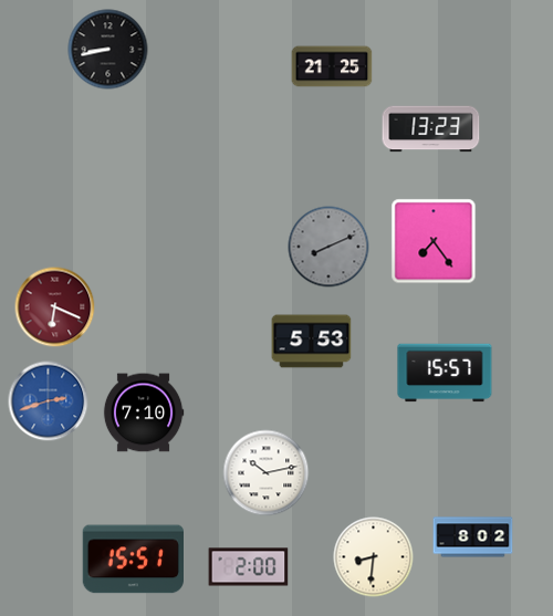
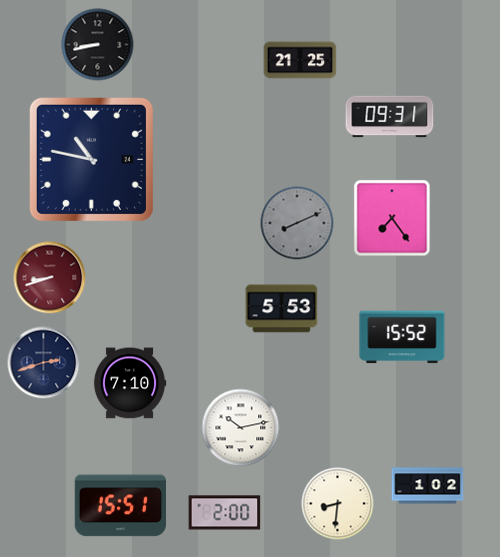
clock at (431, 129): 13:23 -> 09:31
clock at (91, 159): none -> 10:47
clock at (55, 307): 6:19 -> 8:42
clock at (445, 373): 15:57 -> 15:52
clock at (49, 401) dial: blue -> navy
clock at (144, 413) position: (144, 413) -> (130, 383)
clock at (473, 537): 8:02 -> 1:02
